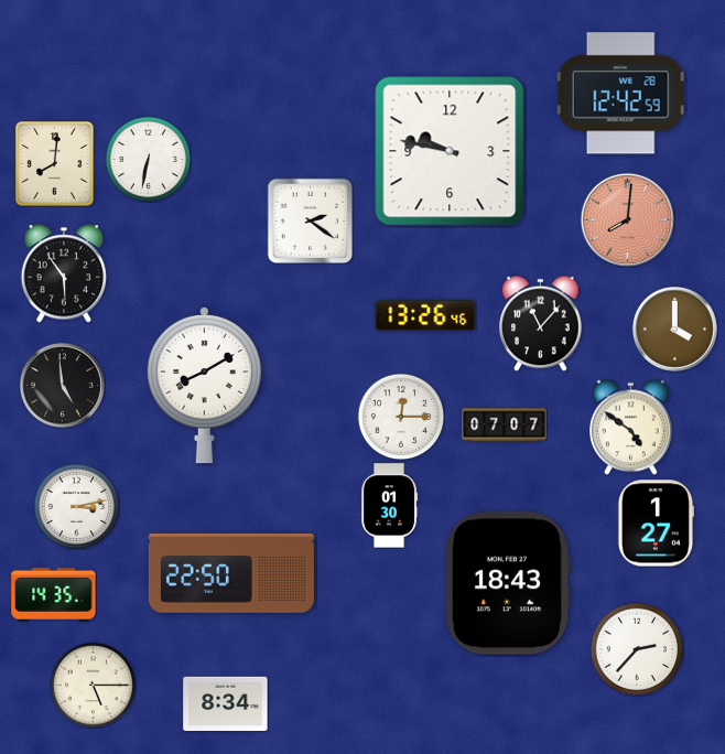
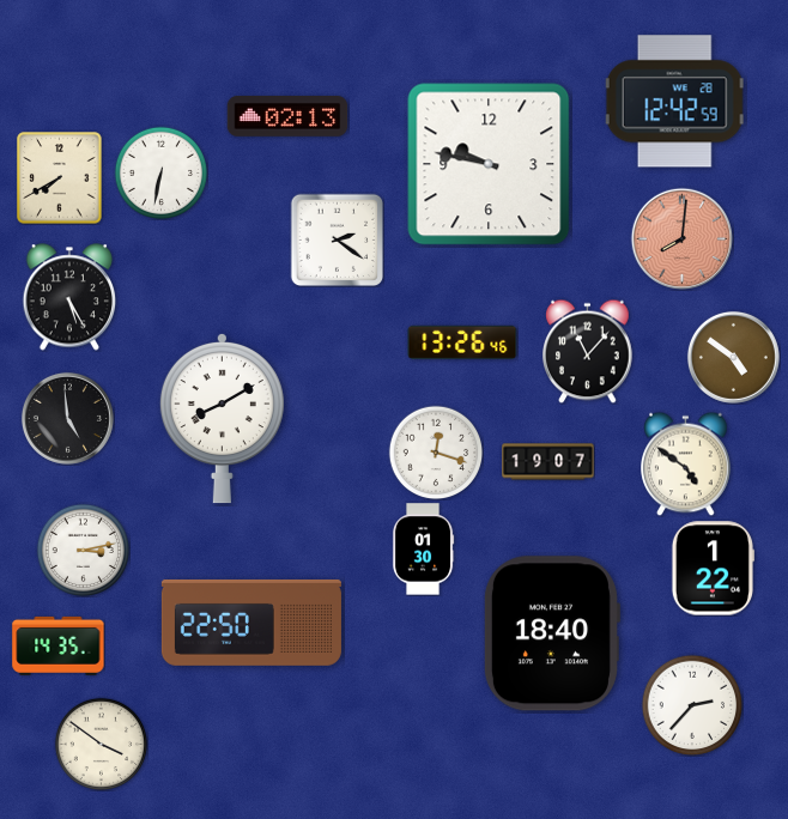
clock at (287, 116): none -> 02:13
clock at (55, 164): 8:01 -> 7:40
clock at (63, 273): 5:54 -> 5:25
clock at (674, 328): 4:00 -> 4:51
clock at (401, 417): 12:15 -> 12:18
clock at (505, 426): 07:07 -> 19:07
clock at (656, 524): 1:27 -> 1:22
clock at (507, 583): 18:43 -> 18:40
clock at (93, 685): 5:15 -> 3:51
clock at (226, 704): 8:34 -> none
